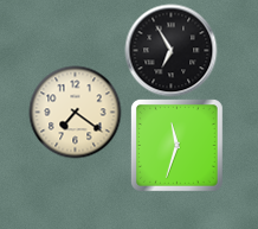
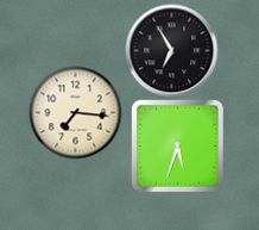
clock at (75, 112): 7:21 -> 7:16
clock at (178, 146): 11:33 -> 5:33
